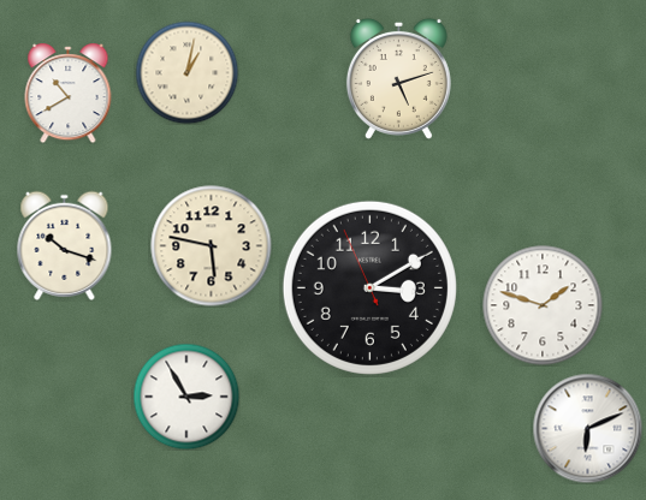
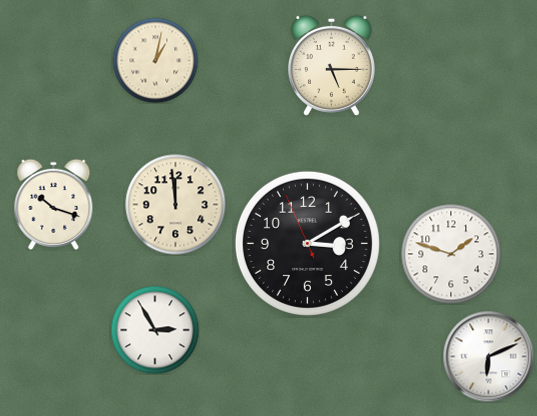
clock at (398, 78): 5:12 -> 5:15
clock at (69, 94): 10:40 -> none
clock at (212, 246): 5:47 -> 11:59
clock at (369, 287) position: (369, 287) -> (307, 243)
